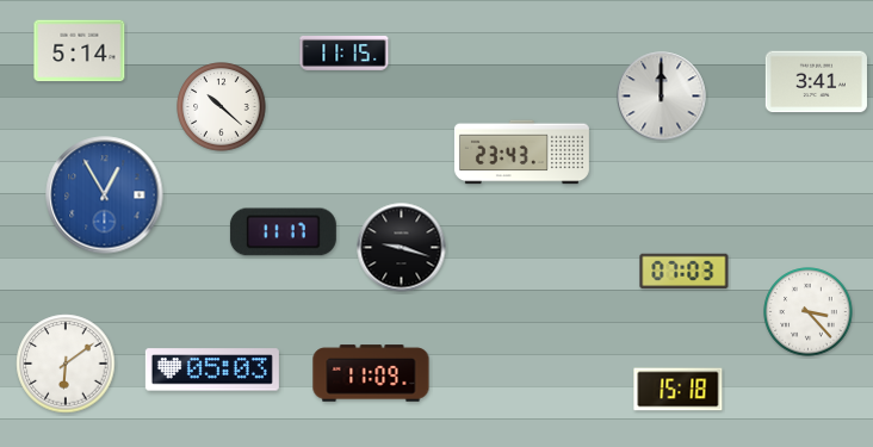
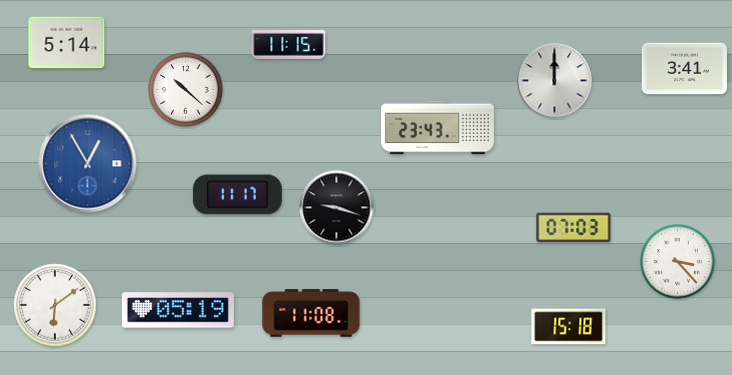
clock at (212, 370): 05:03 -> 05:19
clock at (371, 373): 11:09 -> 11:08
